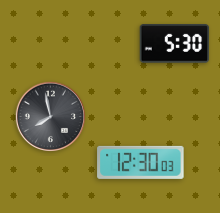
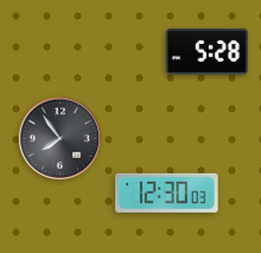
clock at (175, 44): 5:30 -> 5:28
clock at (50, 116): 7:58 -> 7:54
